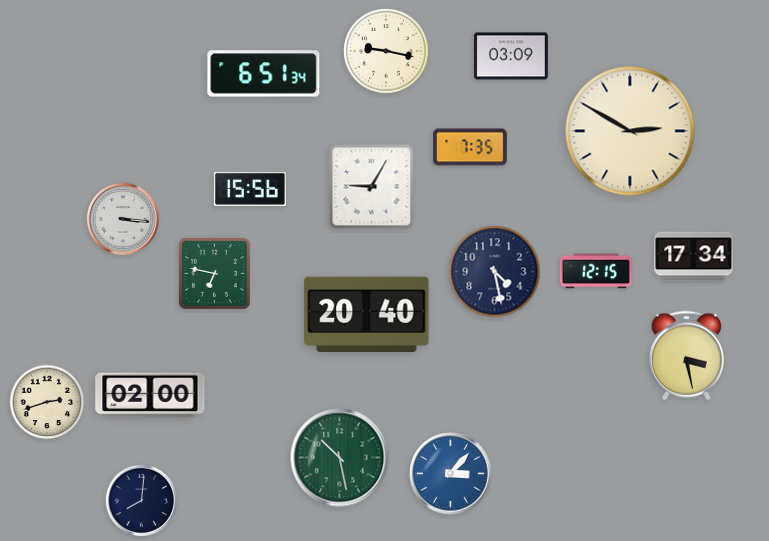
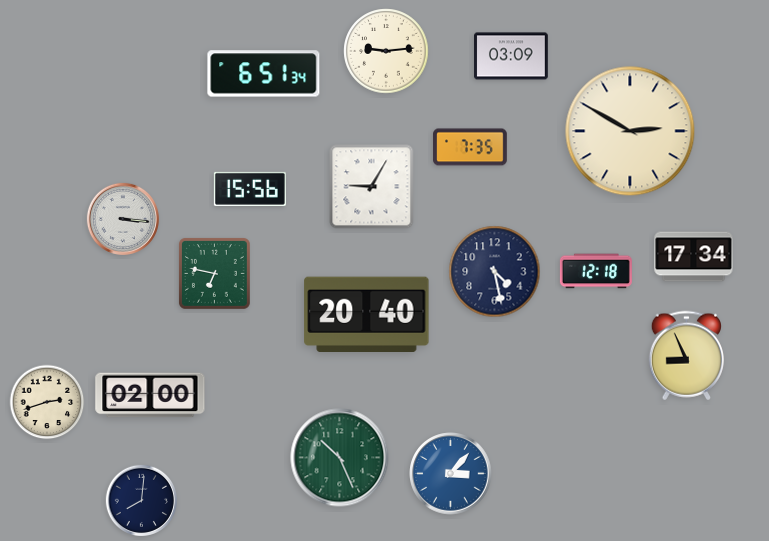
clock at (386, 51): 9:17 -> 9:14
clock at (596, 271): 12:15 -> 12:18
clock at (686, 356): 3:28 -> 8:56
clock at (340, 458): 10:28 -> 10:26
